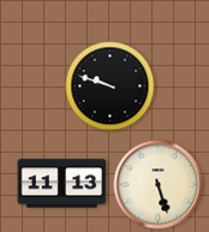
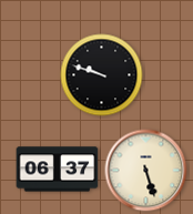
clock at (111, 87) position: (111, 87) -> (102, 75)
clock at (62, 184): 11:13 -> 06:37
